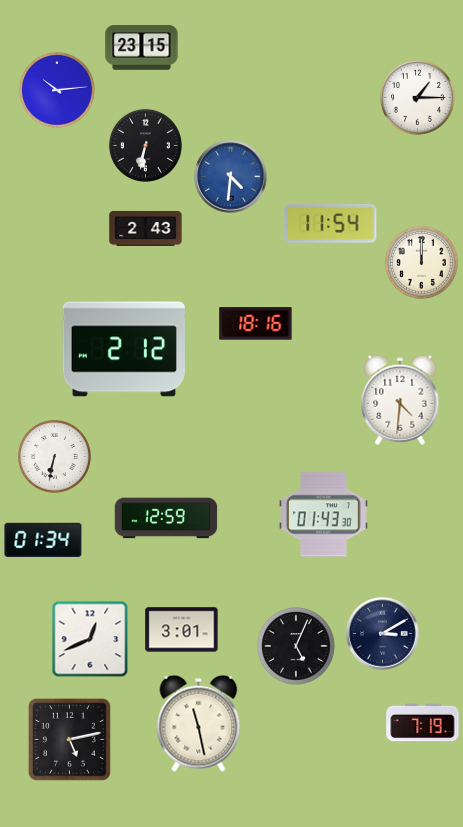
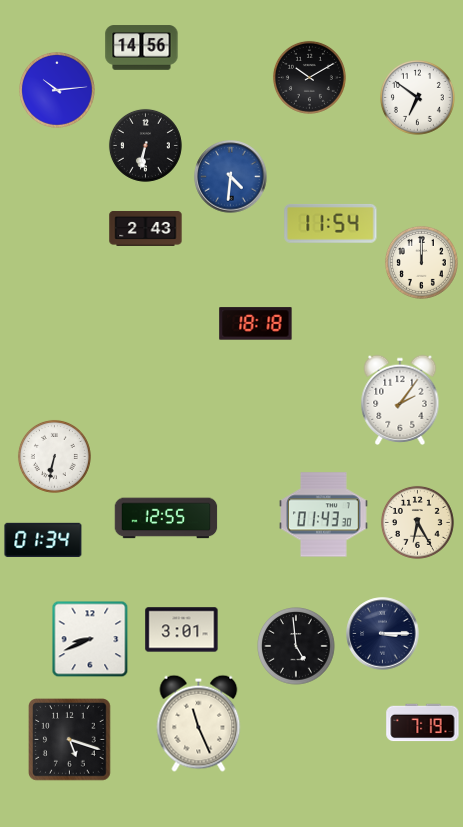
clock at (142, 48): 23:15 -> 14:56
clock at (309, 77): none -> 10:10
clock at (417, 97): 1:15 -> 6:51
clock at (256, 324): 18:16 -> 18:18
clock at (123, 349): 2:12 -> none
clock at (400, 399): 4:31 -> 2:06
clock at (166, 518): 12:59 -> 12:55
clock at (417, 522): none -> 6:25
clock at (383, 634): 3:10 -> 3:15
clock at (90, 639): 12:41 -> 8:41
clock at (296, 646): 5:04 -> 4:59
clock at (199, 723): 11:28 -> 11:26
clock at (70, 740): 5:13 -> 5:18
